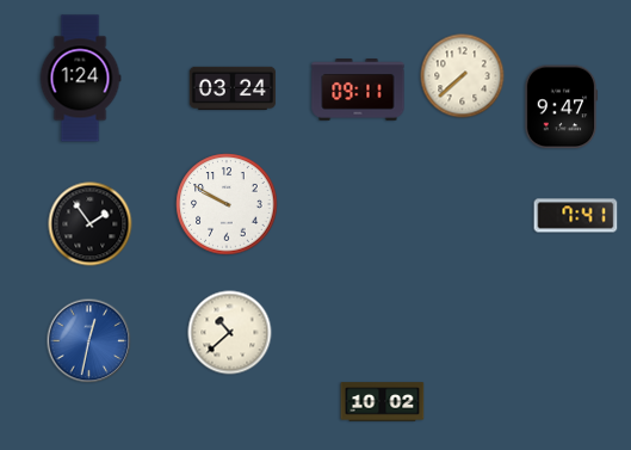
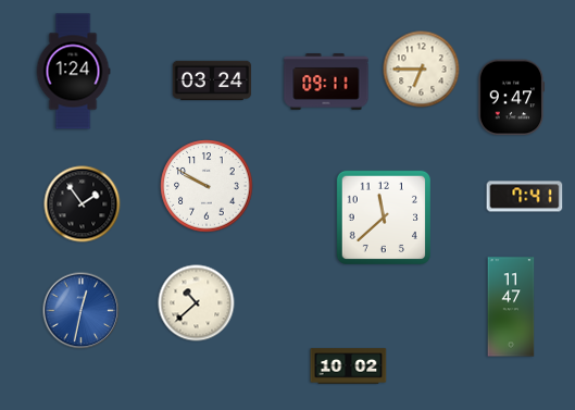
clock at (463, 76): 7:38 -> 6:45
clock at (384, 218): none -> 11:38
clock at (230, 333) position: (230, 333) -> (197, 303)
clock at (511, 307): none -> 11:47
